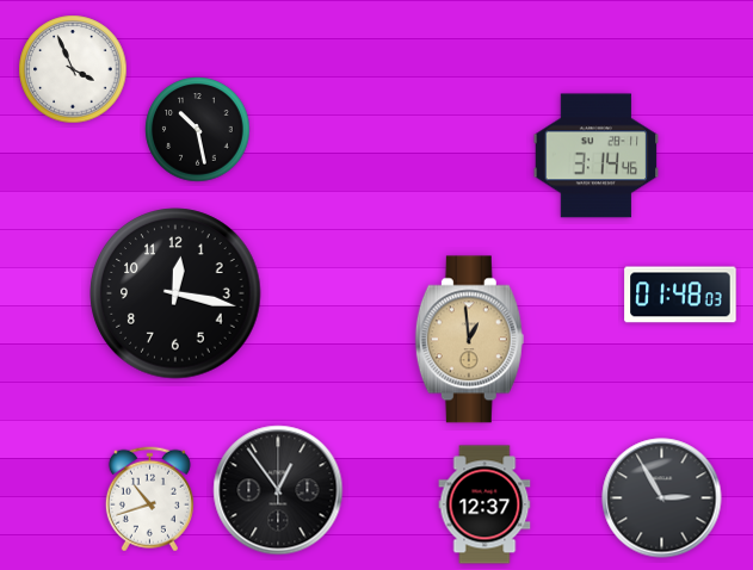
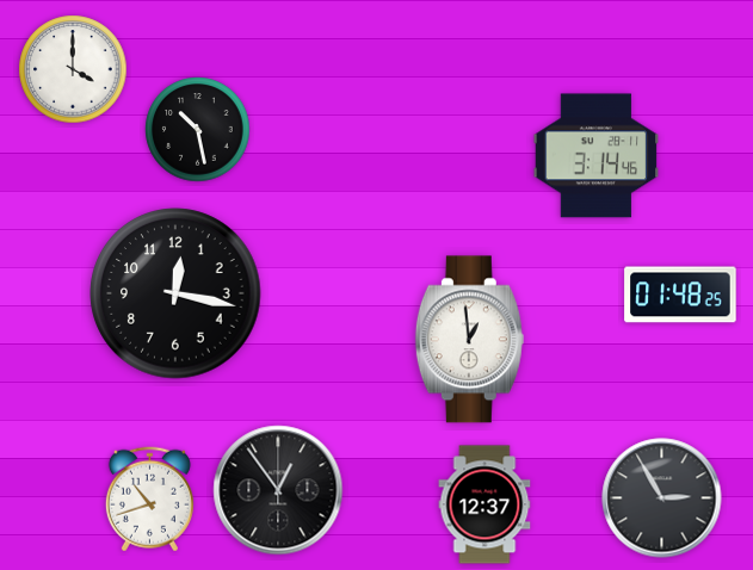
clock at (73, 69): 3:56 -> 4:00
clock at (680, 295): 01:48:03 -> 01:48:25
clock at (469, 340) dial: champagne -> white
